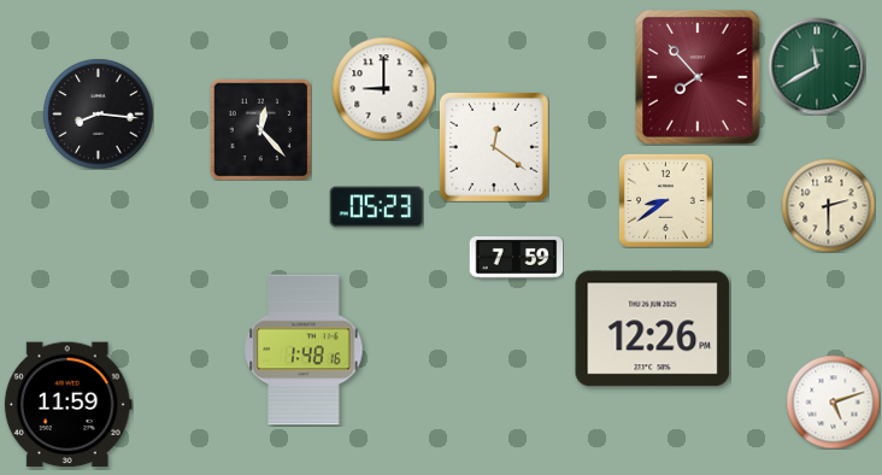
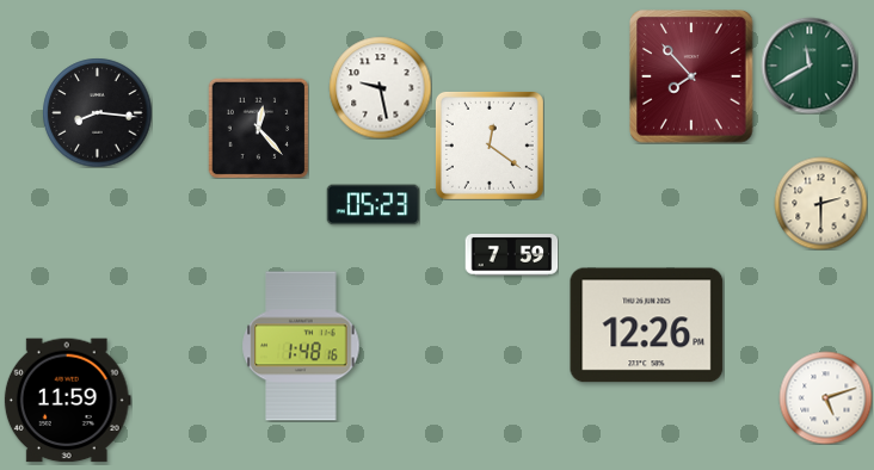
clock at (383, 88): 9:00 -> 9:28
clock at (666, 201): 8:39 -> none
